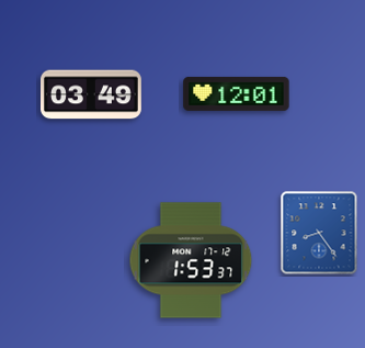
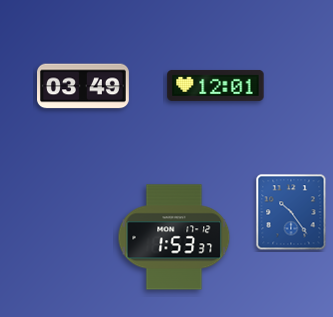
clock at (319, 233): 8:24 -> 10:24
